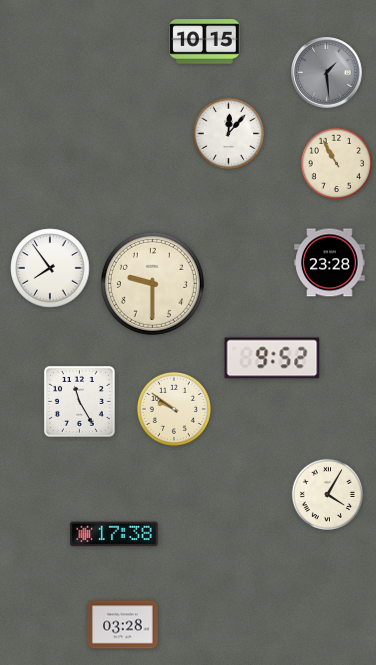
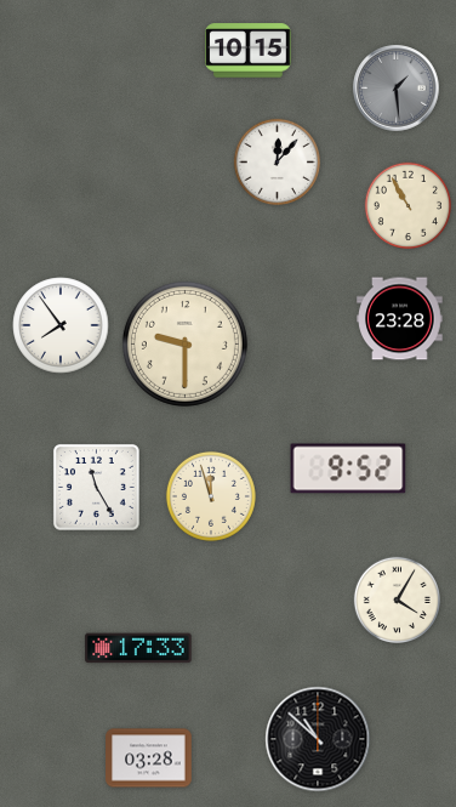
clock at (336, 163) position: (336, 163) -> (407, 205)
clock at (272, 358) position: (272, 358) -> (348, 468)
clock at (174, 409): 9:51 -> 11:57
clock at (114, 534): 17:38 -> 17:33
clock at (318, 739): none -> 10:52
